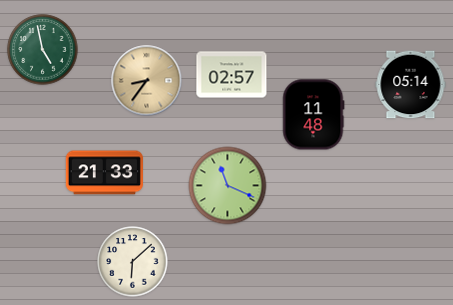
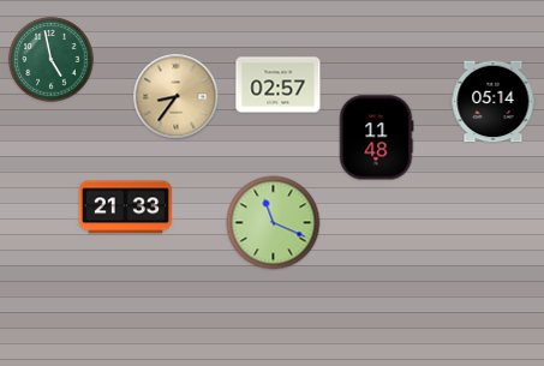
clock at (232, 75) position: (232, 75) -> (279, 85)
clock at (133, 262): 6:08 -> none
